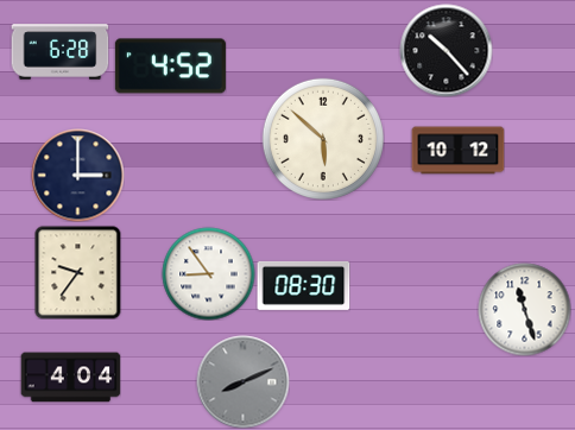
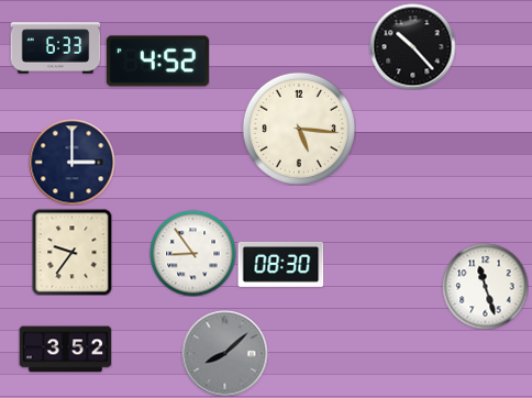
clock at (59, 52): 6:28 -> 6:33
clock at (323, 139): 5:52 -> 5:16
clock at (457, 151): 10:12 -> none
clock at (70, 378): 4:04 -> 3:52
clock at (242, 381): 8:11 -> 8:08
